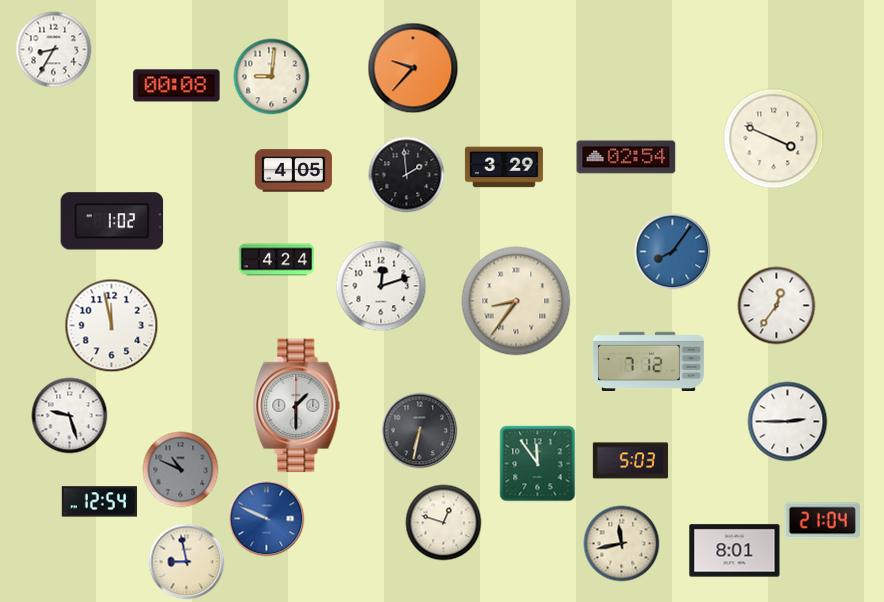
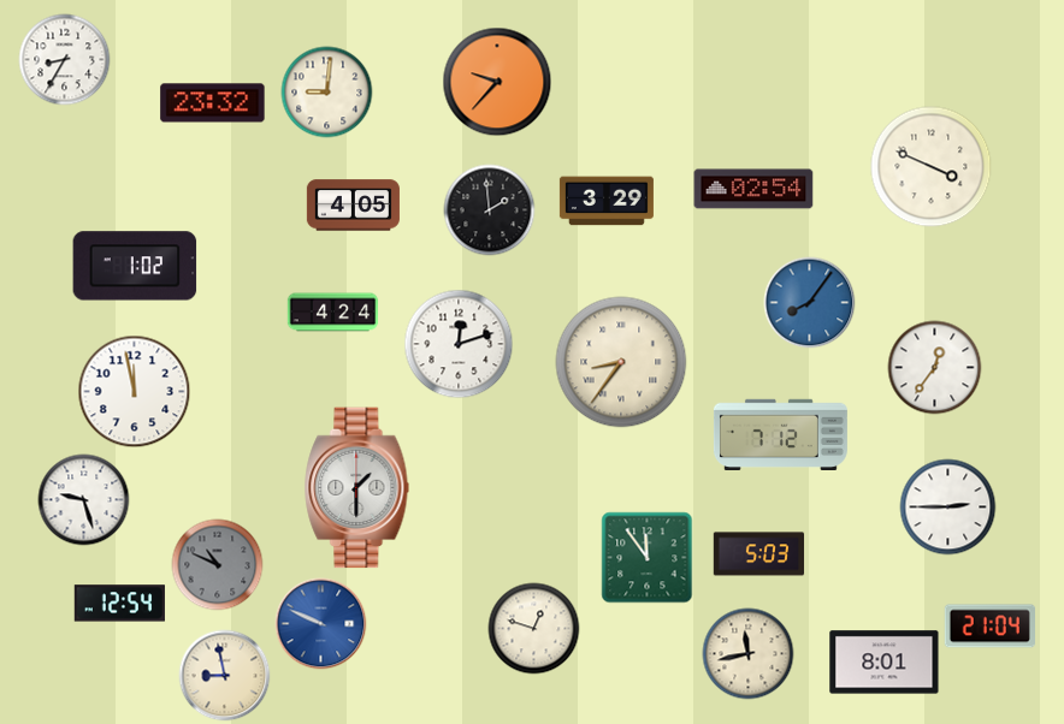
clock at (177, 86): 00:08 -> 23:32
clock at (420, 431): 6:32 -> none
